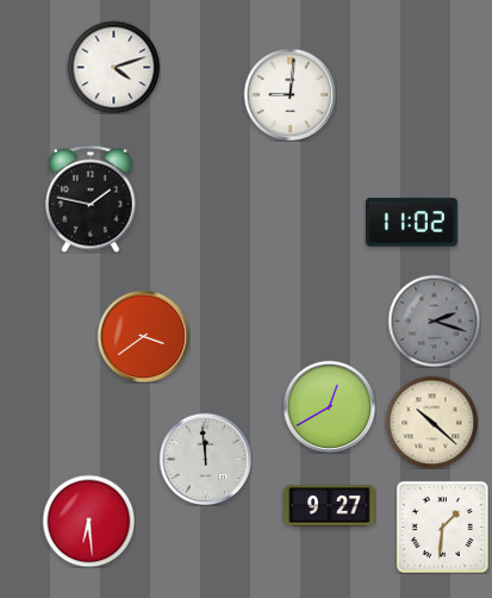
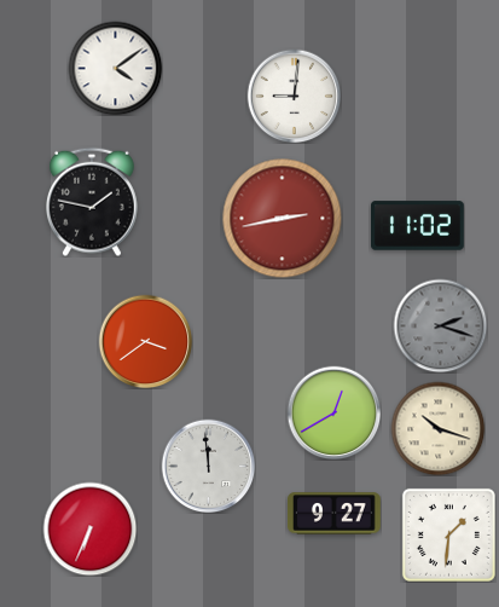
clock at (113, 67): 4:12 -> 4:09
clock at (283, 219): none -> 2:43
clock at (431, 422): 10:22 -> 10:18
clock at (88, 521): 6:29 -> 6:34
